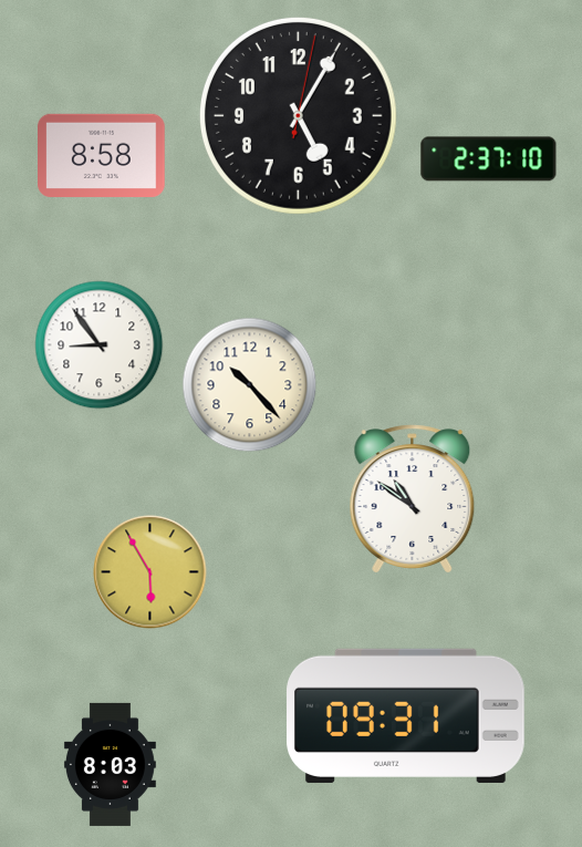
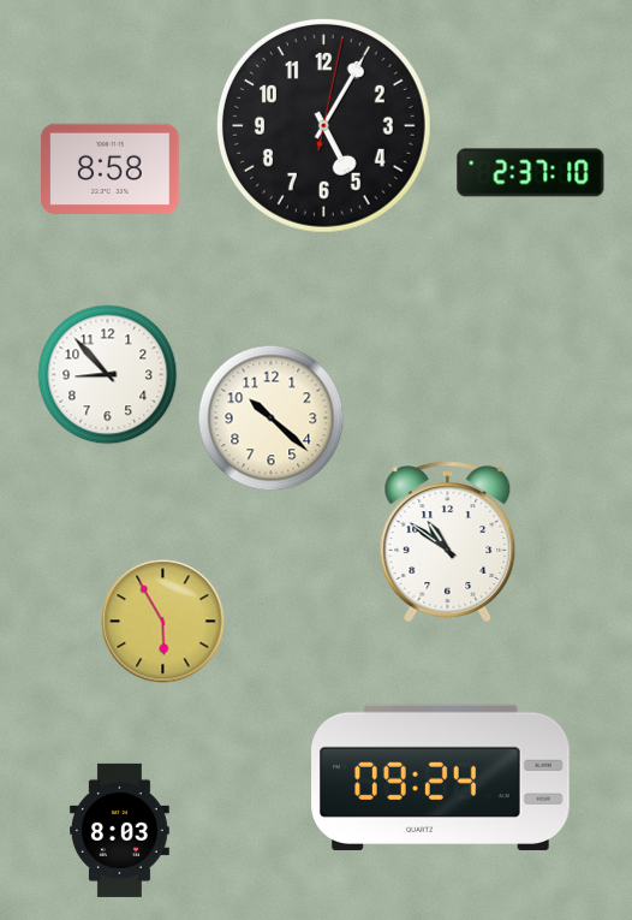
clock at (100, 345): 8:54 -> 8:53
clock at (250, 385): 10:23 -> 10:22
clock at (406, 715): 09:31 -> 09:24
